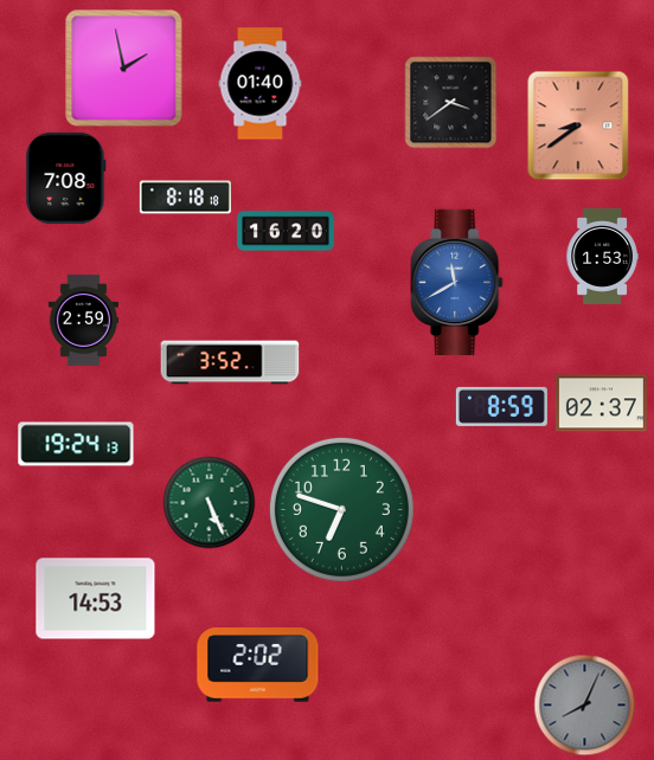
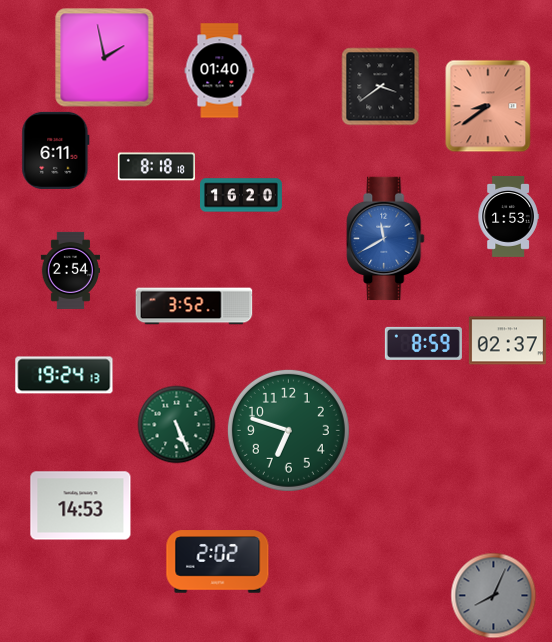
clock at (66, 178): 7:08 -> 6:11
clock at (84, 320): 2:59 -> 2:54
